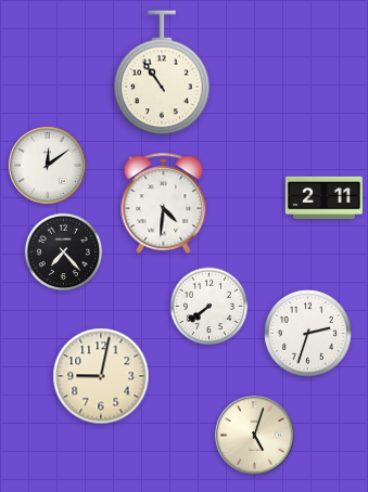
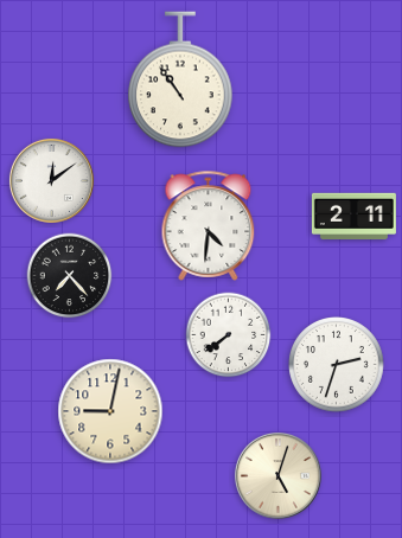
clock at (162, 73) position: (162, 73) -> (180, 79)
clock at (164, 203) position: (164, 203) -> (209, 225)
